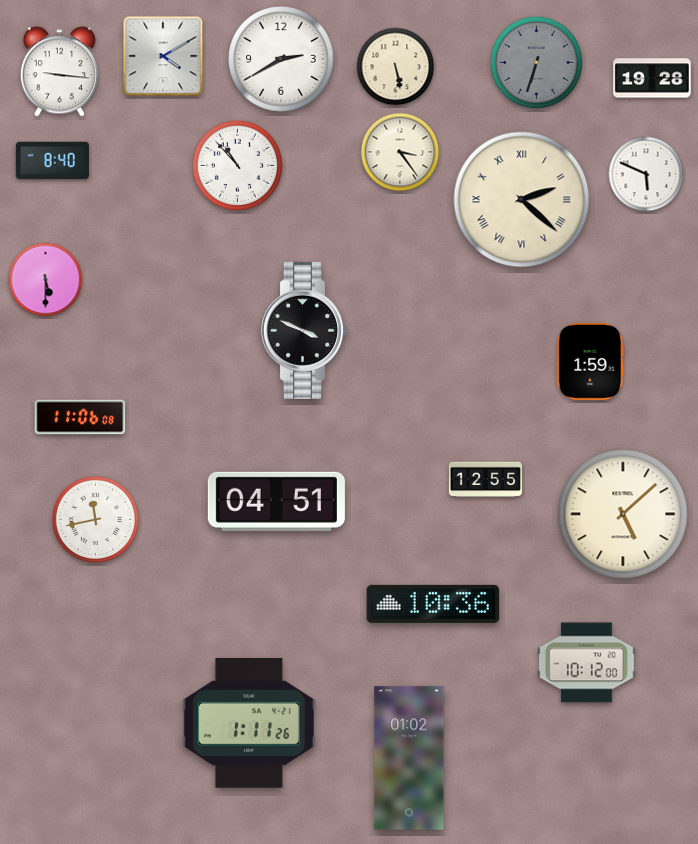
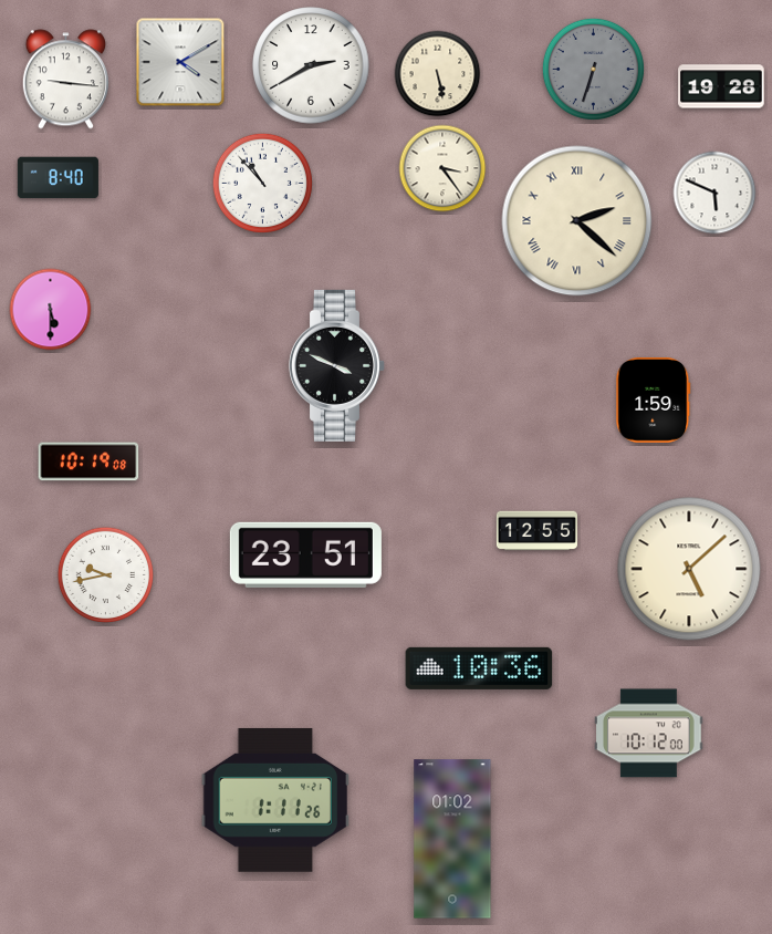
clock at (80, 417): 11:06 -> 10:19
clock at (276, 501): 04:51 -> 23:51
clock at (96, 520): 11:43 -> 9:43
